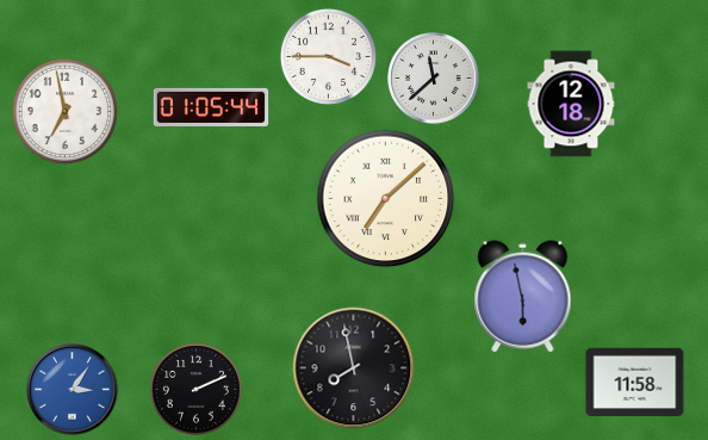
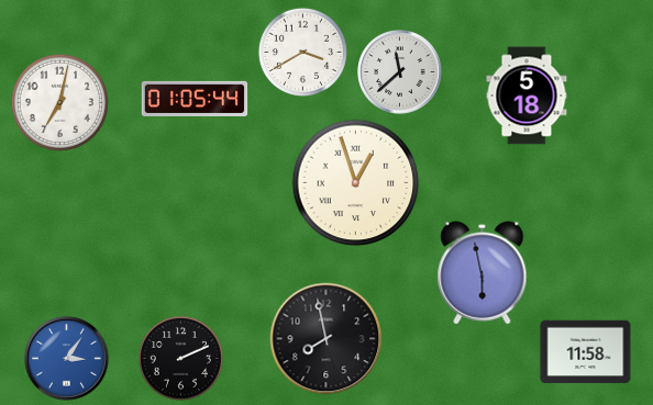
clock at (328, 56): 3:45 -> 3:40
clock at (571, 104): 12:18 -> 5:18
clock at (64, 111): 6:58 -> 7:02
clock at (386, 199): 7:08 -> 12:57
